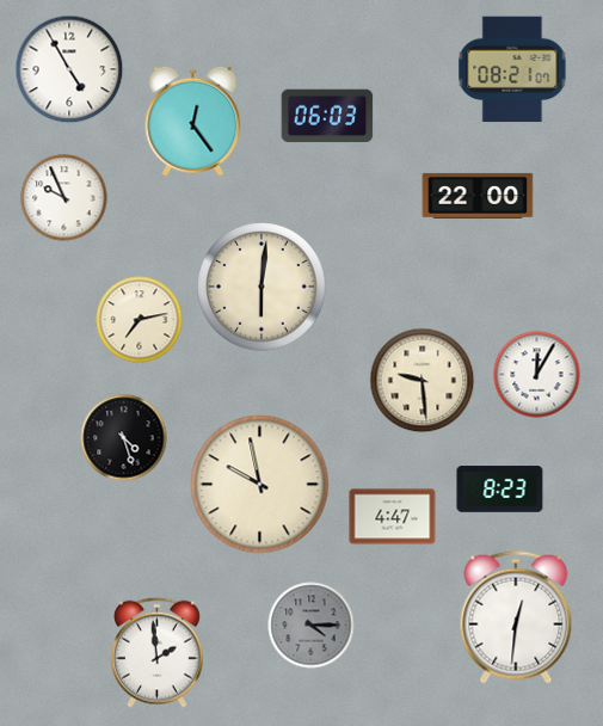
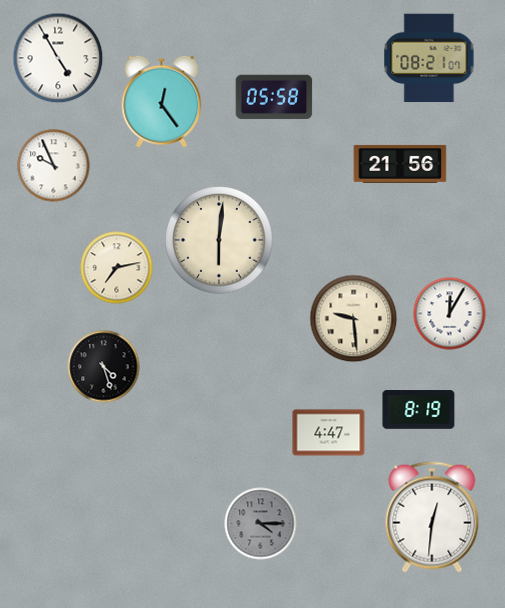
clock at (327, 116): 06:03 -> 05:58
clock at (478, 196): 22:00 -> 21:56
clock at (260, 485): 9:58 -> none
clock at (500, 490): 8:23 -> 8:19
clock at (156, 652): 1:59 -> none
